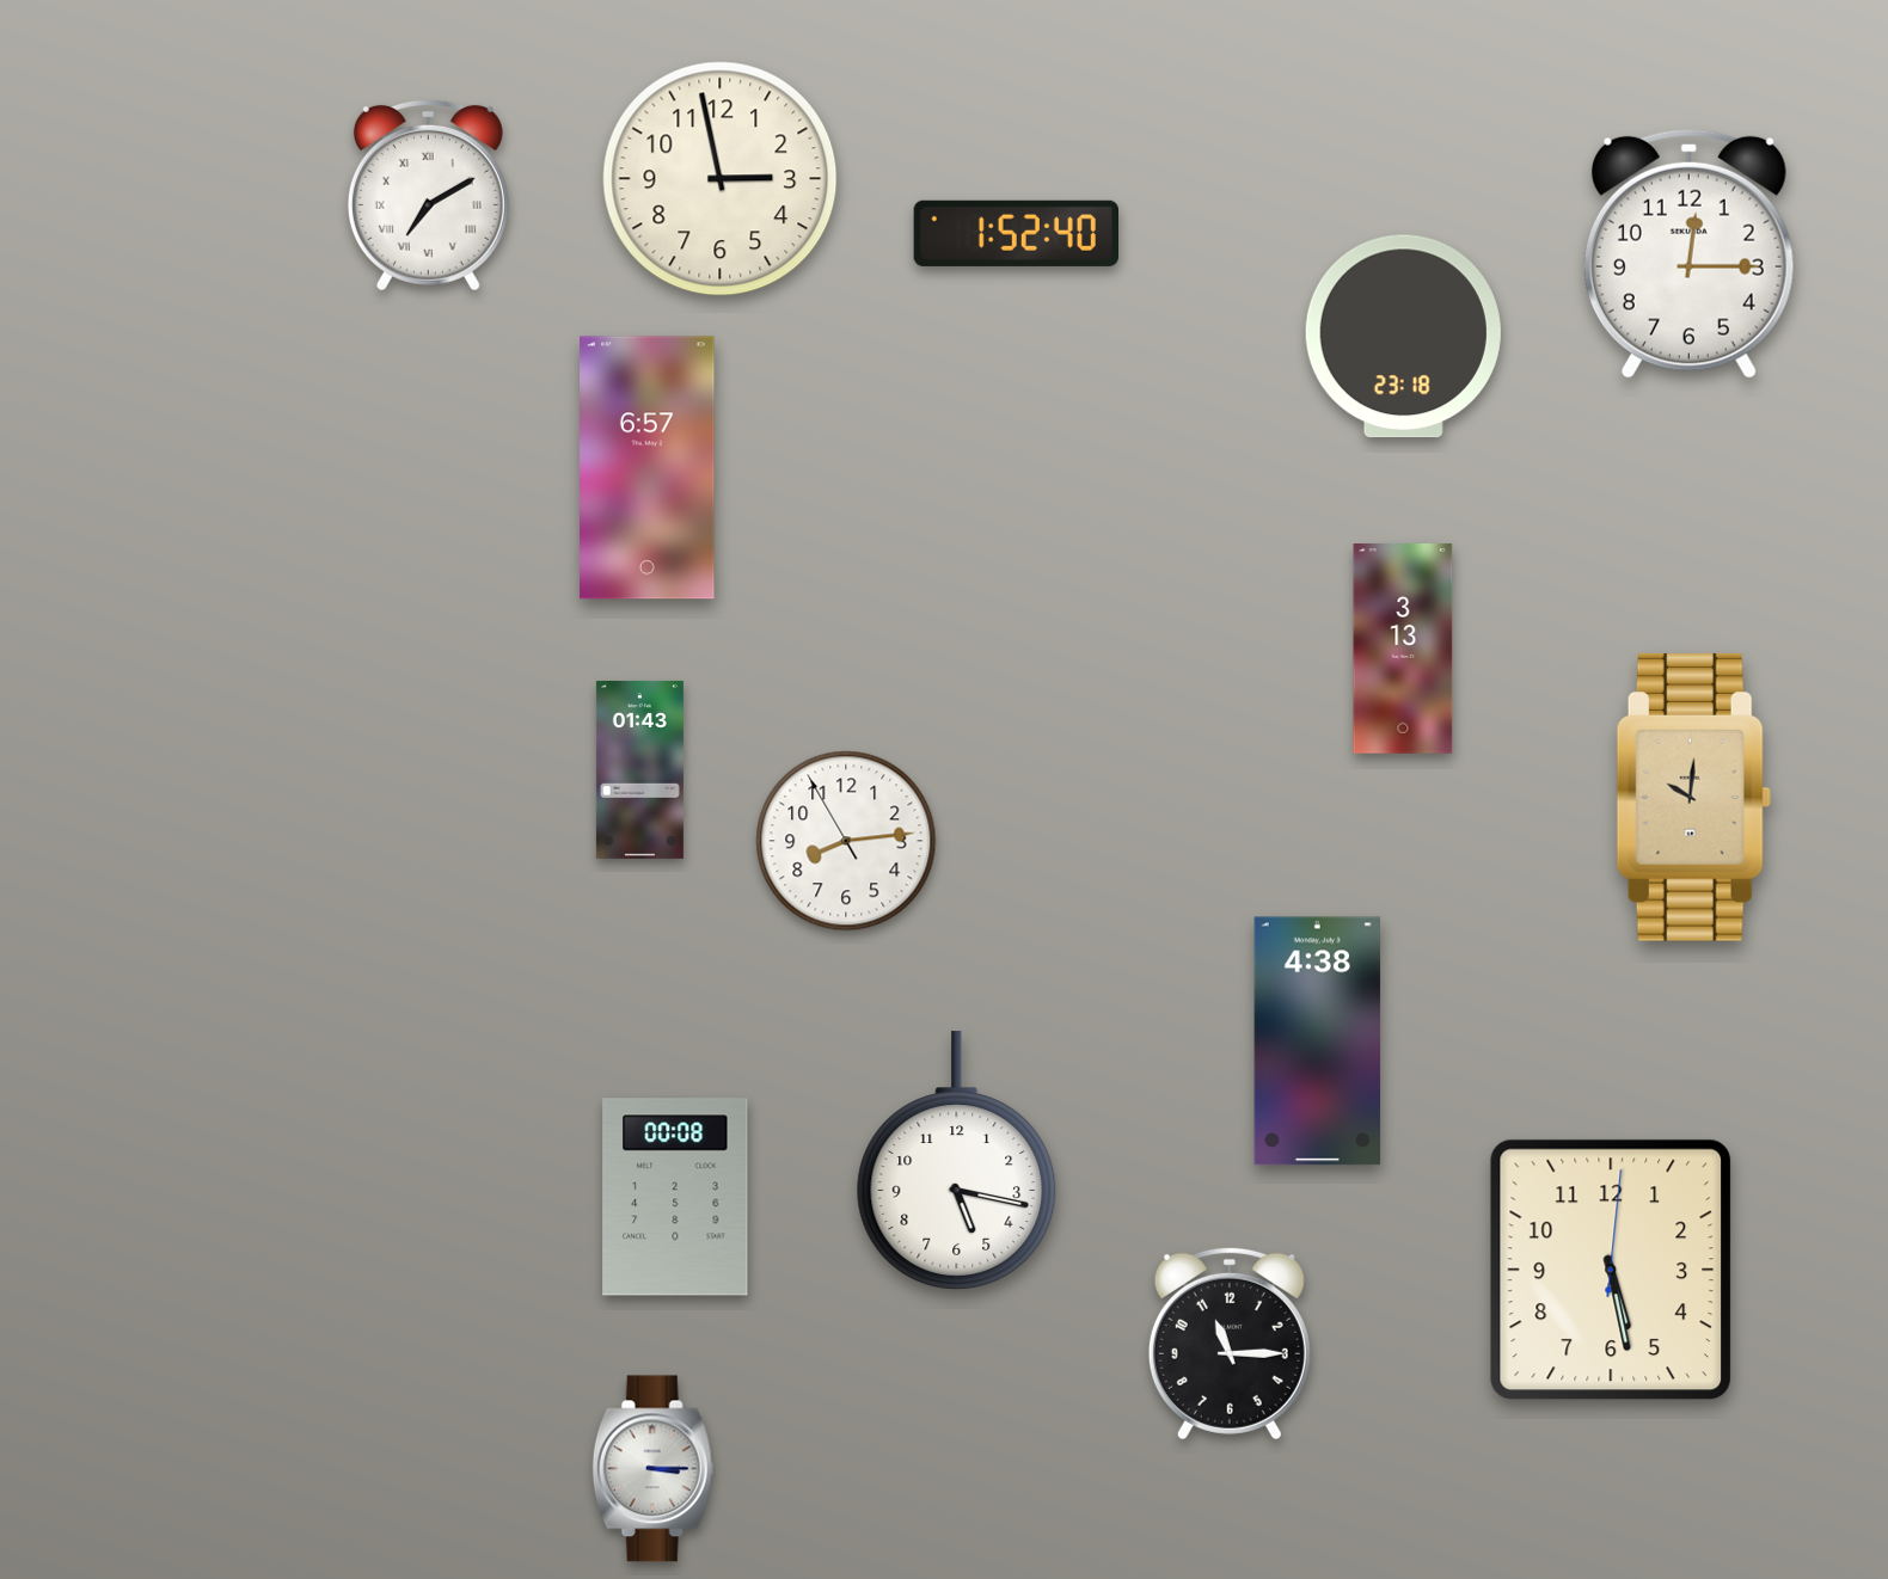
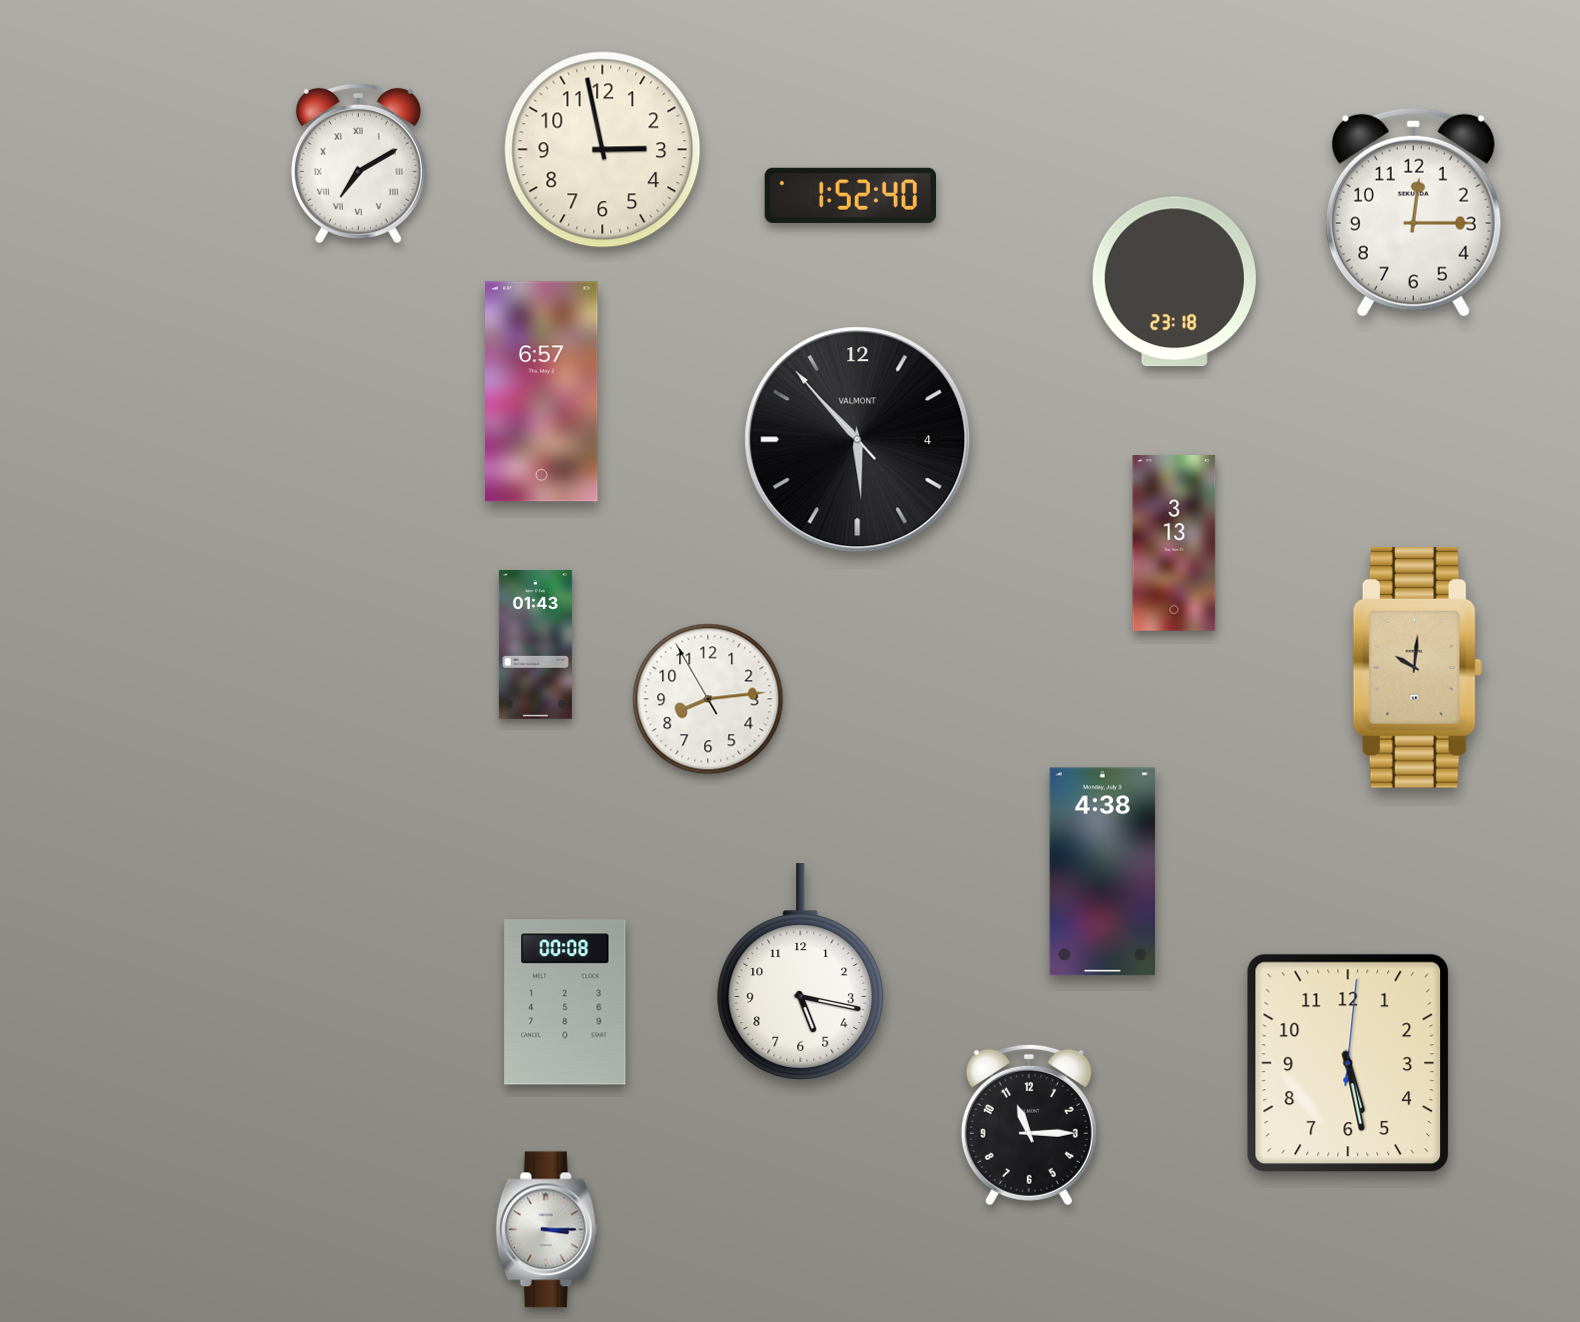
clock at (858, 440): none -> 5:52
clock at (846, 841) position: (846, 841) -> (708, 699)
